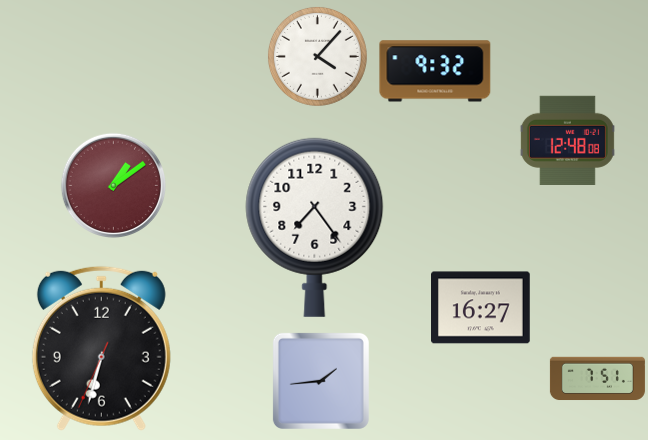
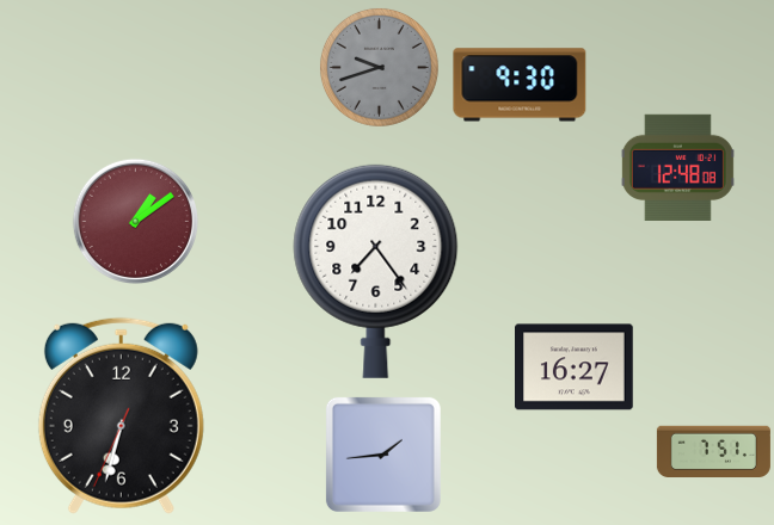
clock at (317, 56): 4:07 -> 9:42
clock at (317, 56) dial: white -> grey
clock at (435, 71): 9:32 -> 9:30
